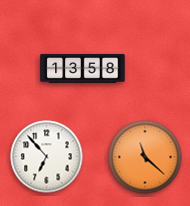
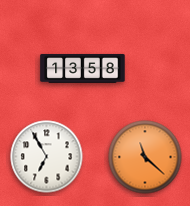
clock at (47, 157): 6:53 -> 6:55
